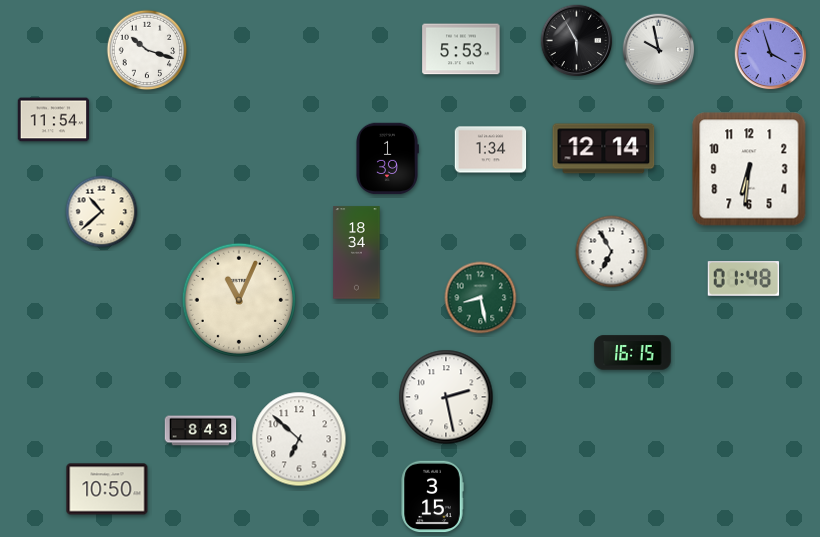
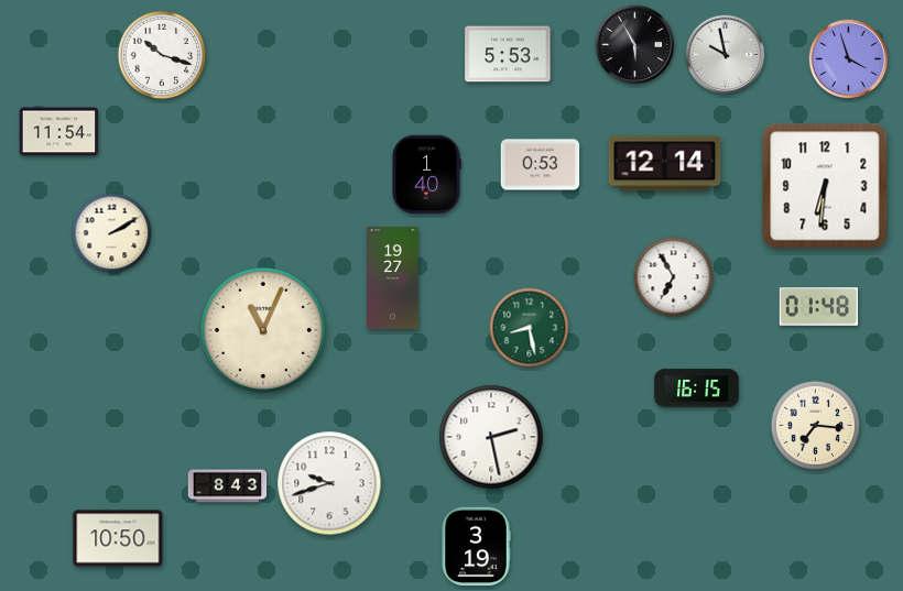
clock at (491, 150): 1:34 -> 0:53
clock at (387, 159): 1:39 -> 1:40
clock at (102, 212): 10:38 -> 2:10
clock at (357, 253): 18:34 -> 19:27
clock at (815, 425): none -> 7:16
clock at (201, 431) position: (201, 431) -> (228, 486)
clock at (299, 439): 6:52 -> 9:42
clock at (432, 497): 3:15 -> 3:19
